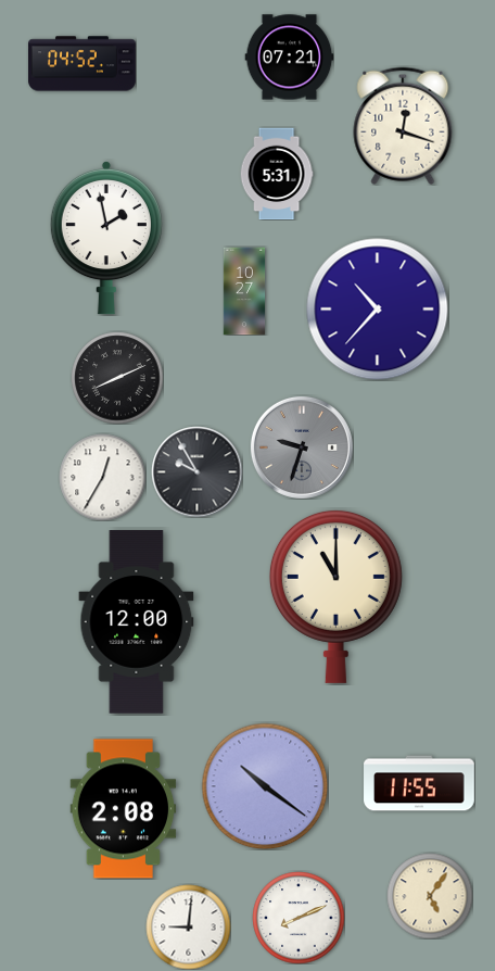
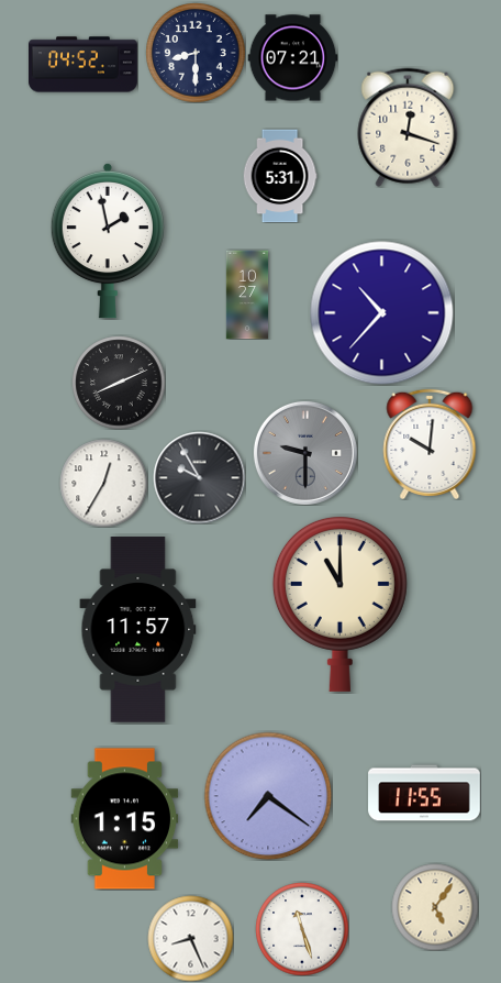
clock at (196, 53): none -> 8:30
clock at (430, 444): none -> 10:01
clock at (302, 447): 9:33 -> 9:30
clock at (137, 622): 12:00 -> 11:57
clock at (265, 786): 10:21 -> 7:21
clock at (124, 809): 2:08 -> 1:15
clock at (299, 918): 8:11 -> 11:27
clock at (188, 926): 9:01 -> 8:26
